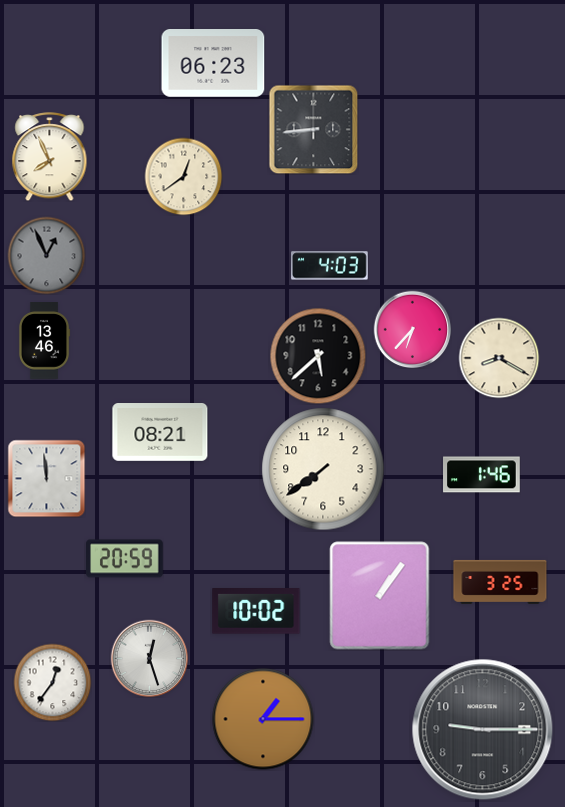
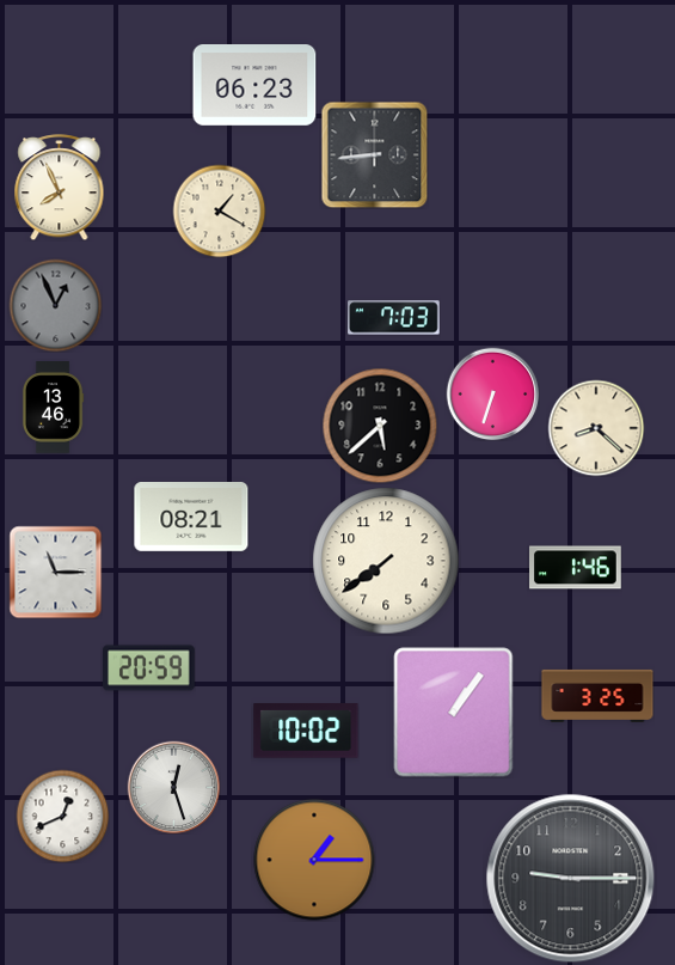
clock at (213, 64) position: (213, 64) -> (254, 86)
clock at (183, 176): 12:39 -> 1:20
clock at (330, 266): 4:03 -> 7:03
clock at (412, 329): 6:37 -> 6:33
clock at (499, 358): 8:20 -> 8:22
clock at (46, 478): 11:59 -> 11:15
clock at (149, 658) position: (149, 658) -> (173, 787)
clock at (52, 682): 12:36 -> 12:41
clock at (483, 730) position: (483, 730) -> (571, 879)
